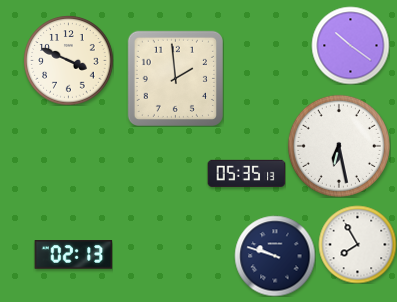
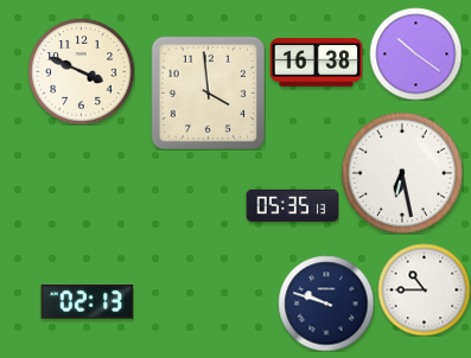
clock at (316, 63): none -> 16:38
clock at (175, 78): 1:59 -> 3:59
clock at (357, 244): 7:55 -> 10:45
